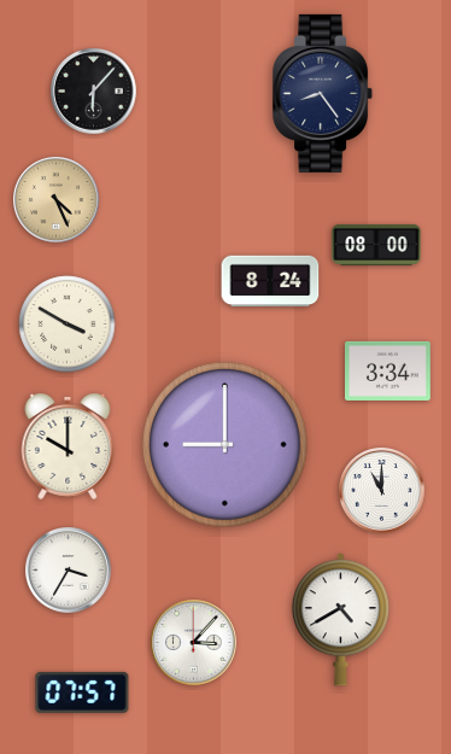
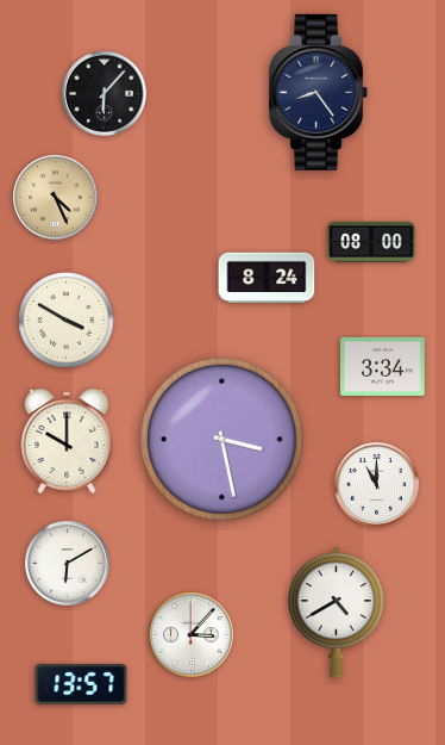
clock at (94, 92) position: (94, 92) -> (105, 94)
clock at (224, 444): 9:00 -> 3:28
clock at (69, 571): 3:35 -> 6:10
clock at (82, 692): 07:57 -> 13:57
